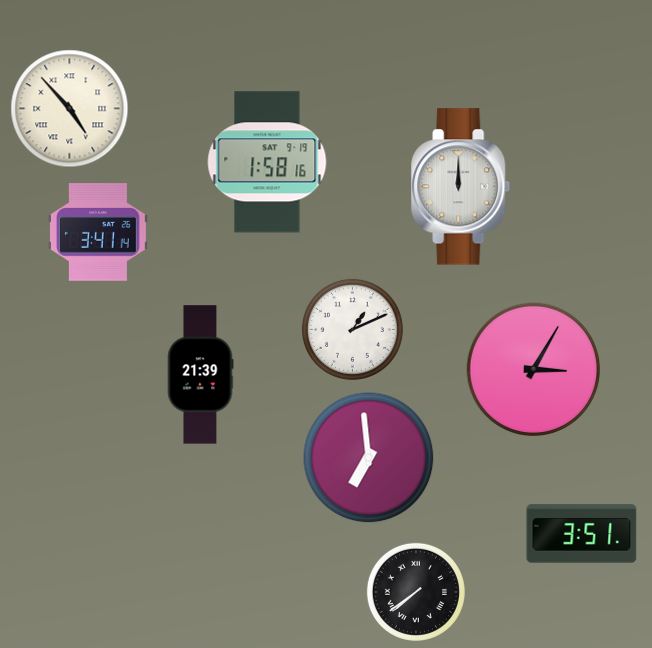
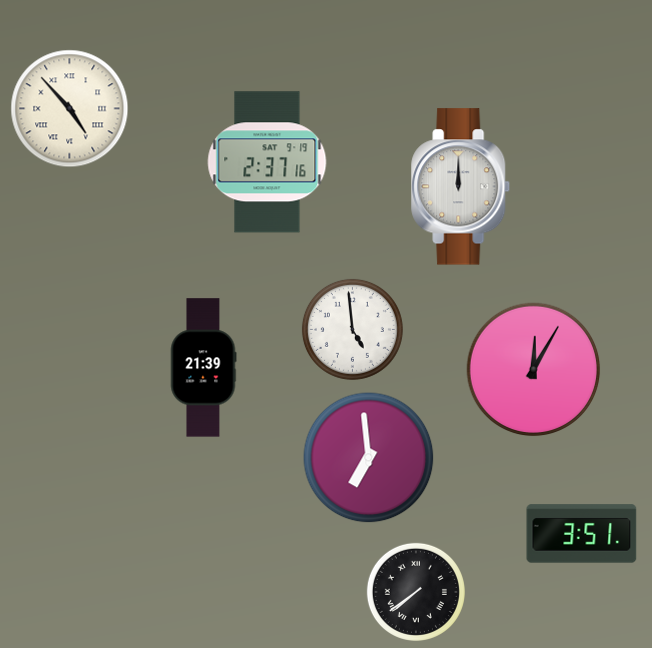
clock at (267, 162): 1:58 -> 2:37
clock at (98, 233): 3:41 -> none
clock at (352, 329): 1:11 -> 4:59
clock at (534, 370): 3:05 -> 12:05
clock at (200, 375) position: (200, 375) -> (203, 368)
